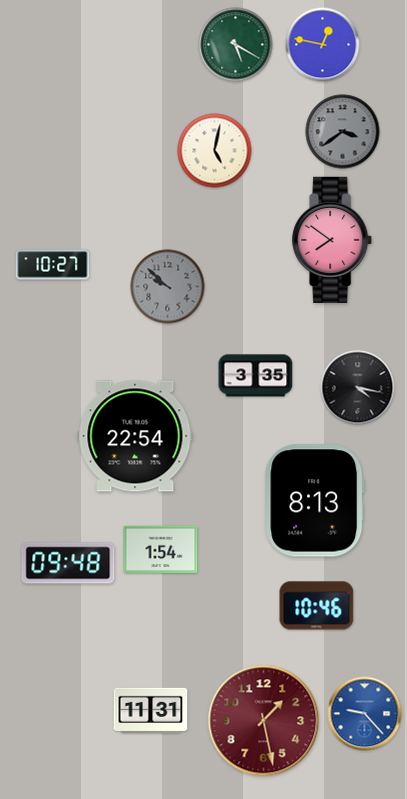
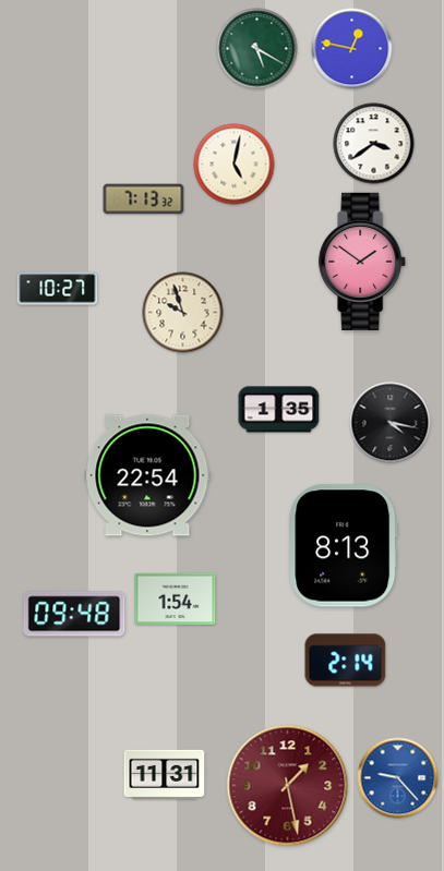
clock at (343, 132) dial: grey -> white
clock at (144, 199): none -> 7:13
clock at (333, 240): 7:51 -> 1:51
clock at (168, 287): 9:52 -> 9:57
clock at (168, 287) dial: grey -> cream
clock at (256, 376): 3:35 -> 1:35
clock at (317, 606): 10:46 -> 2:14
